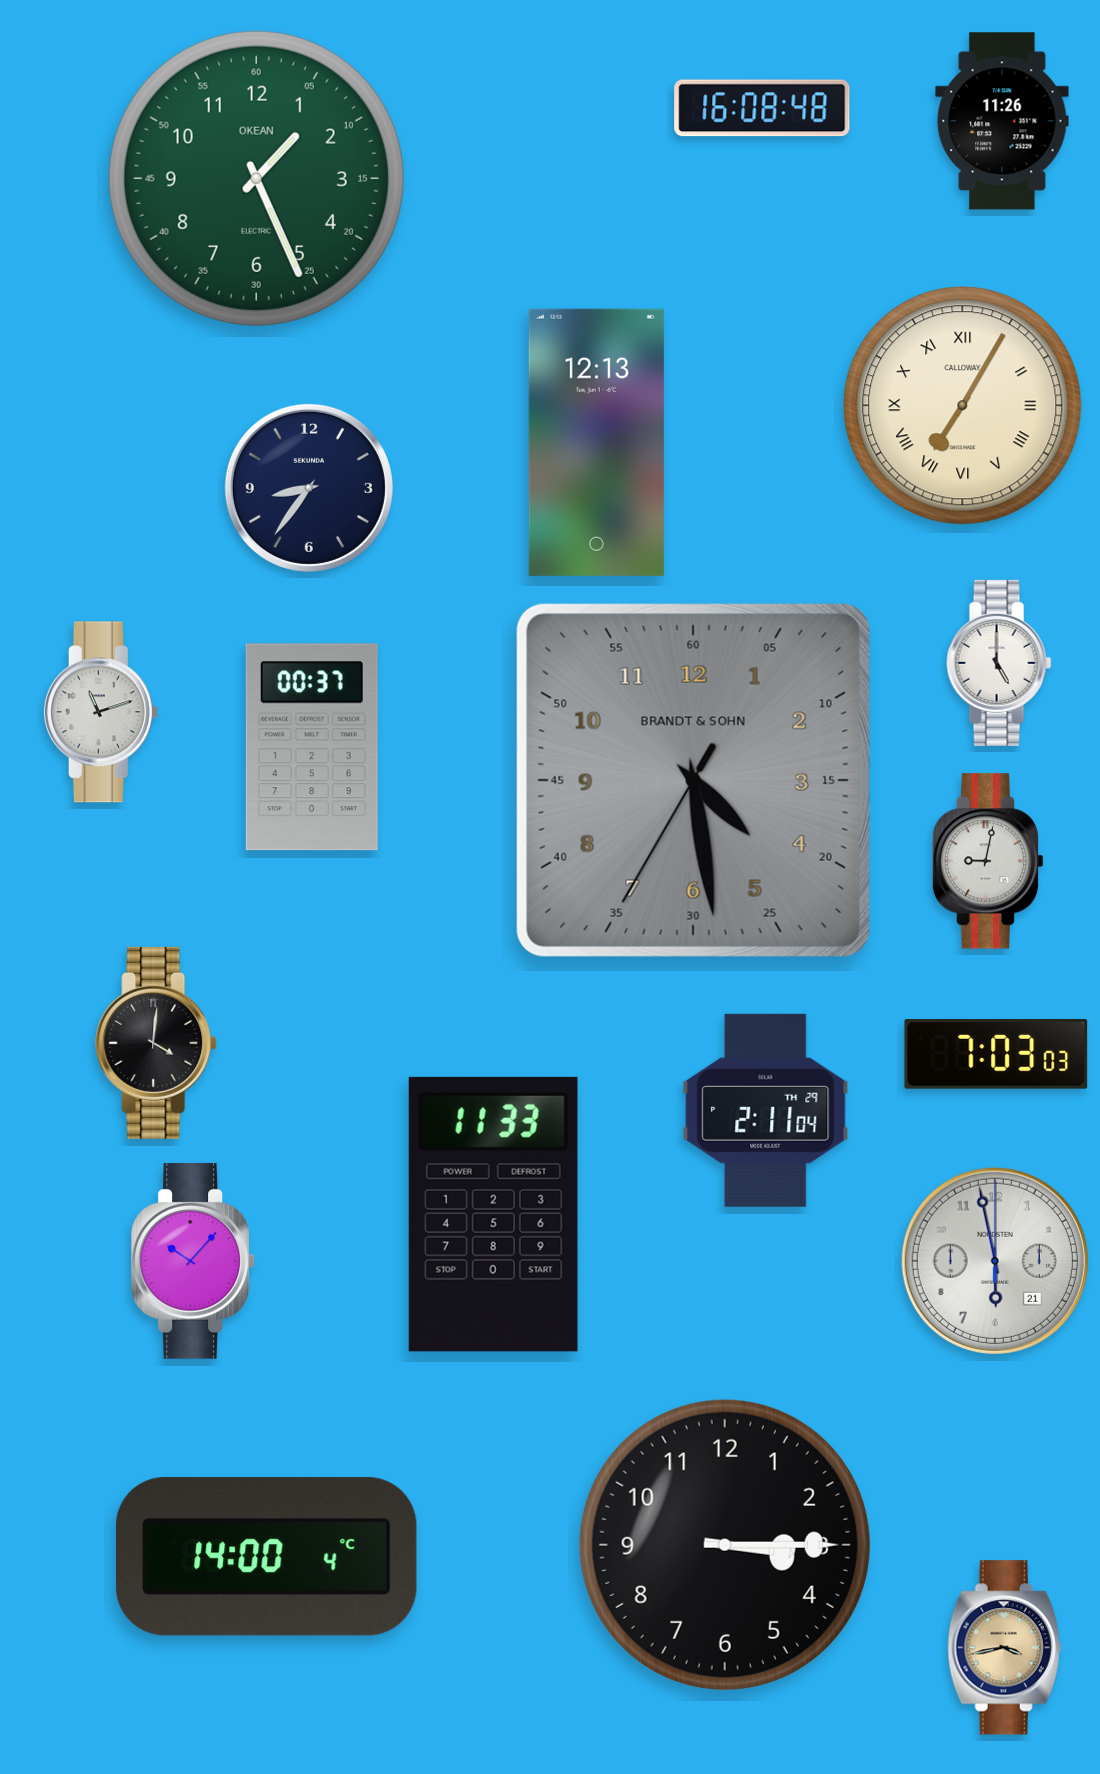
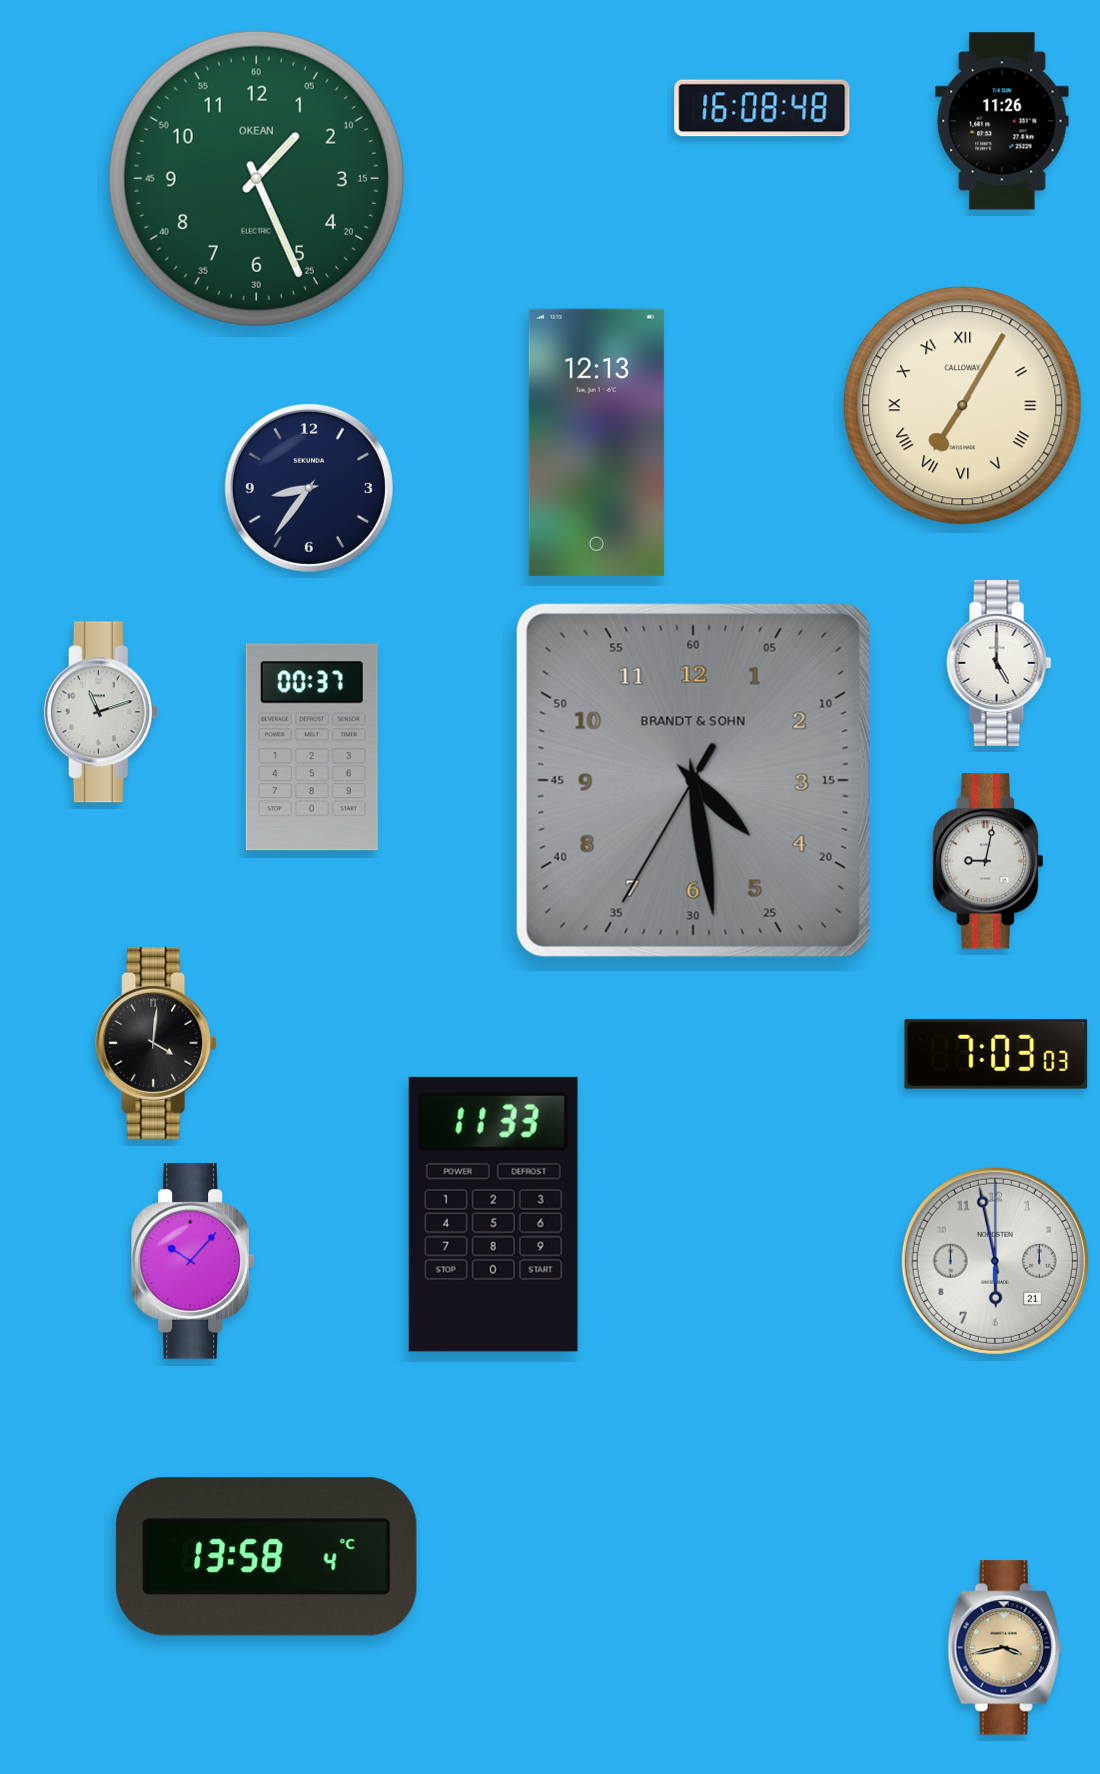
clock at (766, 1110): 2:11 -> none
clock at (725, 1545): 3:15 -> none
clock at (266, 1557): 14:00 -> 13:58
